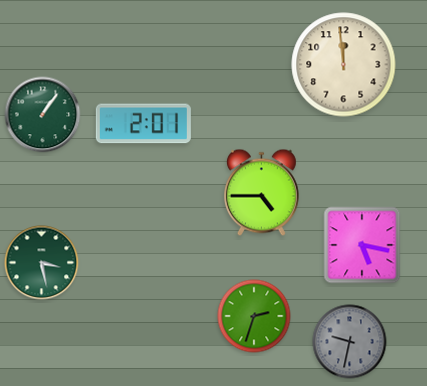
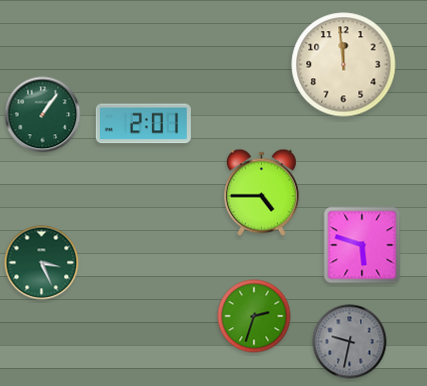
clock at (362, 245): 5:17 -> 5:48
clock at (42, 263): 3:28 -> 3:26
